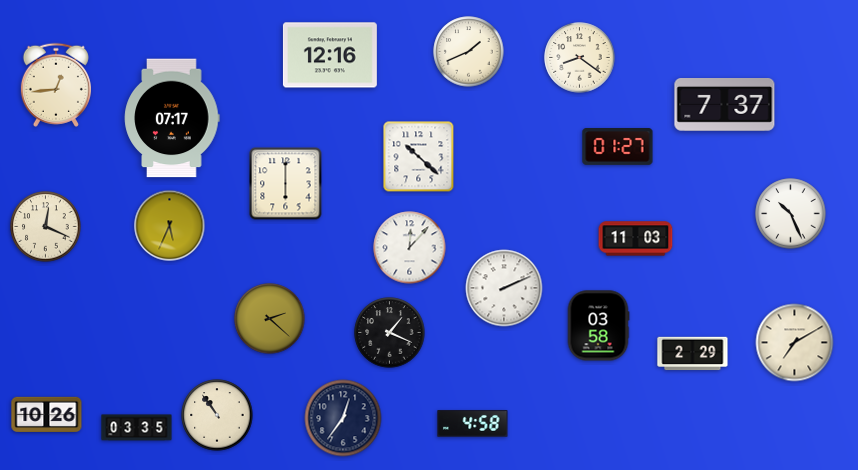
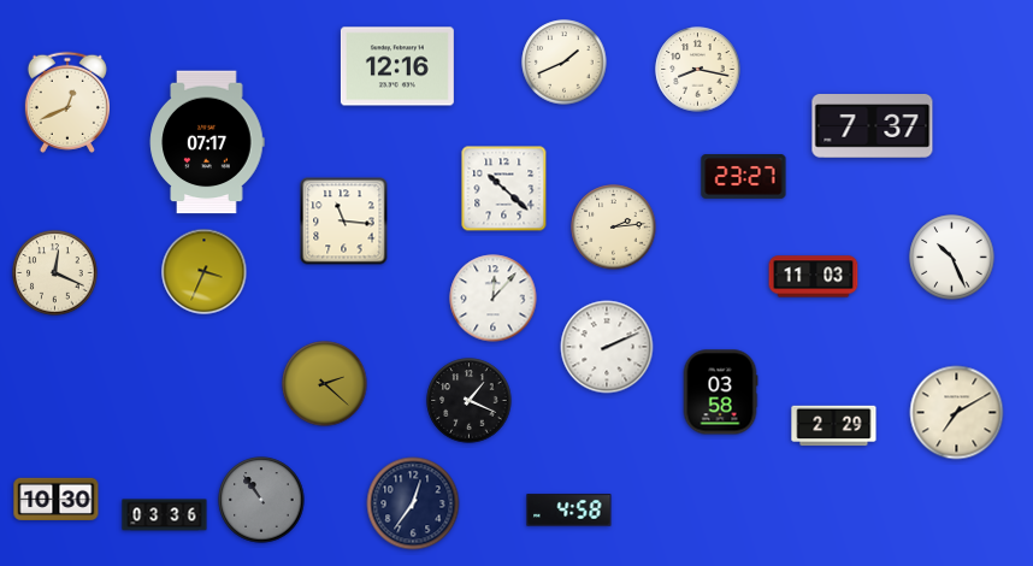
clock at (580, 58): 8:21 -> 8:17
clock at (56, 85): 12:44 -> 12:41
clock at (618, 147): 01:27 -> 23:27
clock at (286, 184): 6:00 -> 11:16
clock at (614, 228): none -> 2:14
clock at (170, 226): 5:34 -> 3:34
clock at (636, 239) position: (636, 239) -> (814, 277)
clock at (47, 414): 10:26 -> 10:30
clock at (217, 415) dial: cream -> grey
clock at (137, 428): 03:35 -> 03:36
